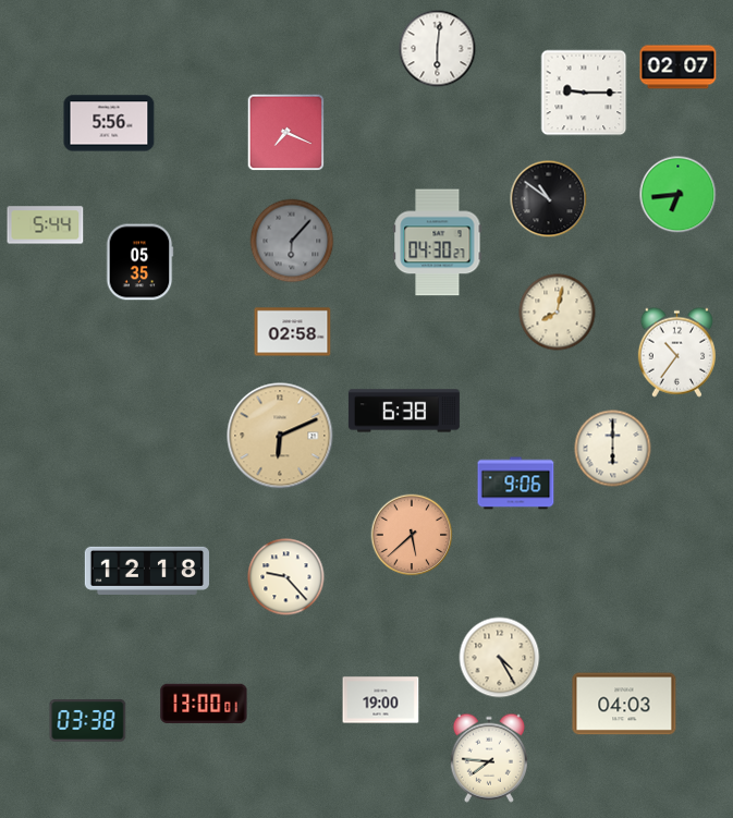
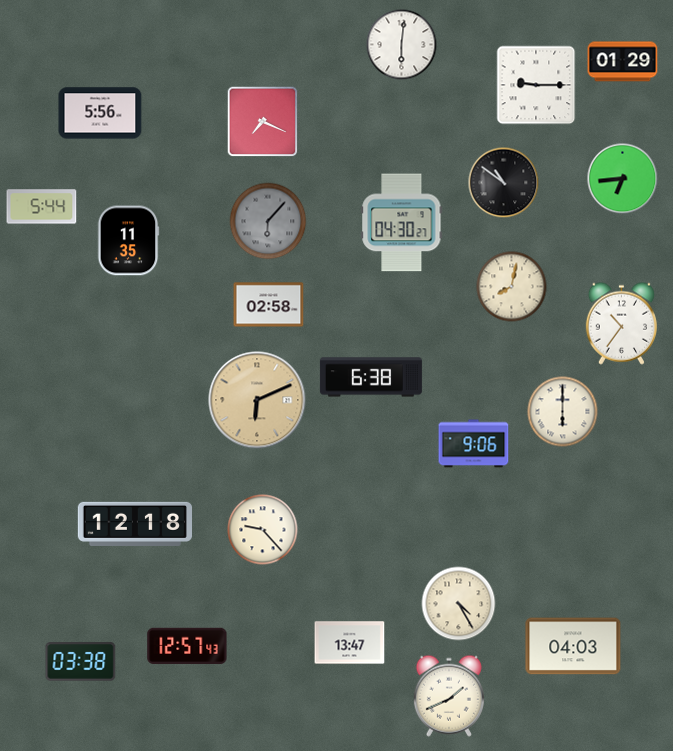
clock at (679, 68): 02:07 -> 01:29
clock at (139, 263): 05:35 -> 11:35
clock at (412, 535): 5:38 -> none
clock at (381, 700): 19:00 -> 13:47
clock at (204, 704): 13:00 -> 12:57
clock at (489, 758): 7:46 -> 1:41
